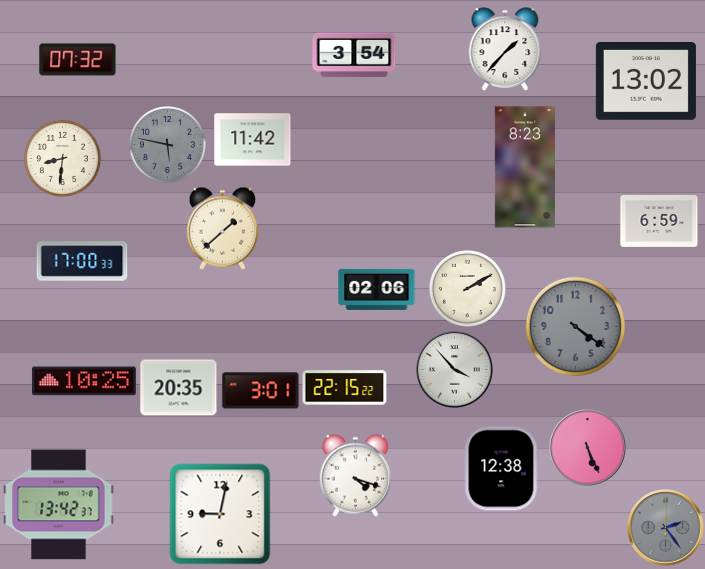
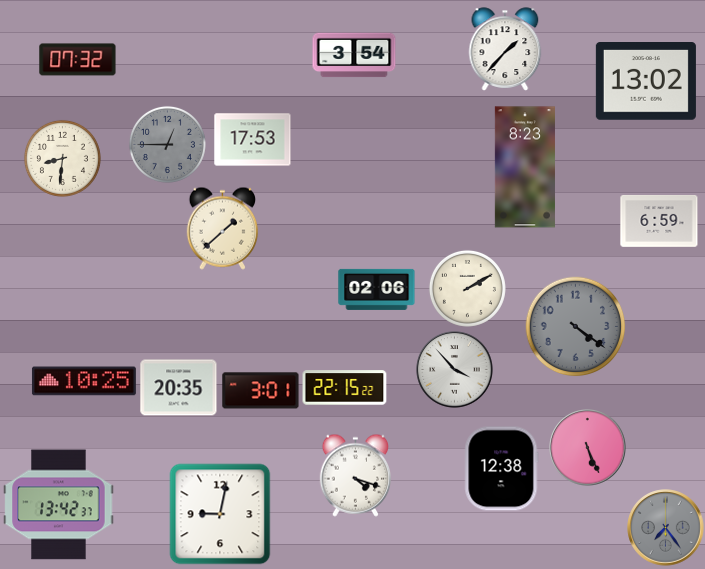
clock at (253, 140): 11:42 -> 17:53
clock at (167, 144): 5:47 -> 12:45
clock at (82, 261): 17:00 -> none
clock at (666, 528): 2:24 -> 7:24
